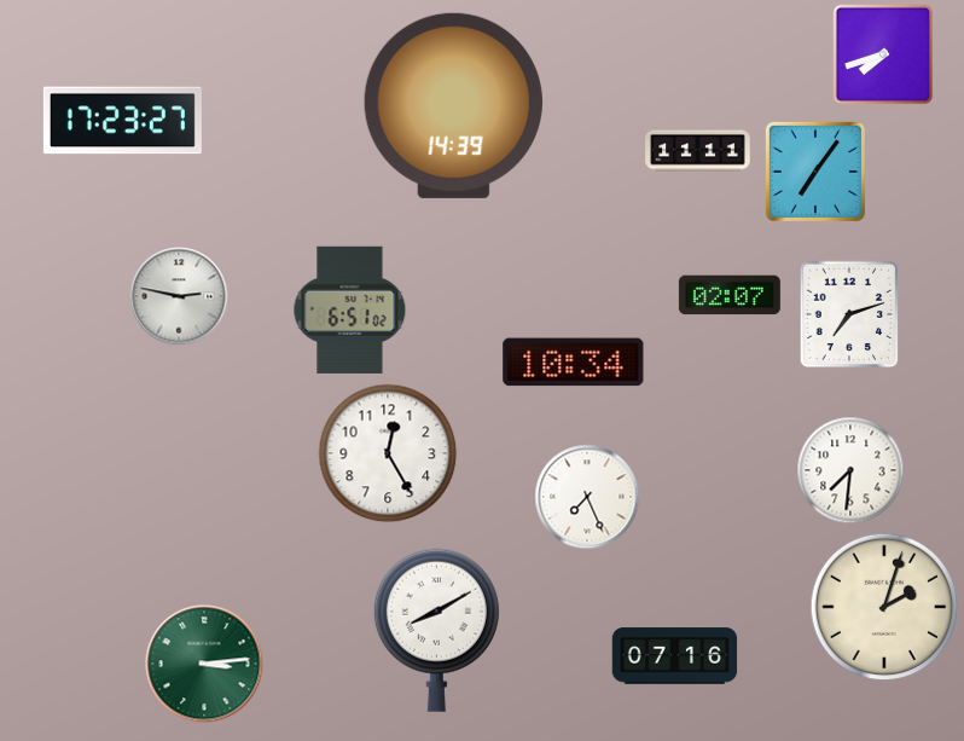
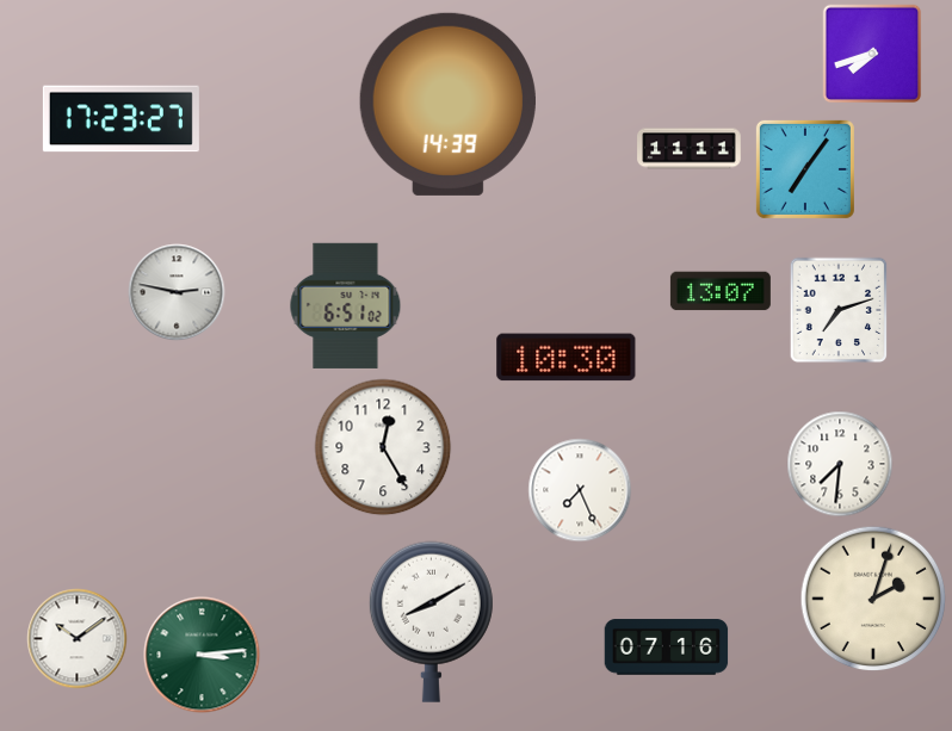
clock at (730, 295): 02:07 -> 13:07
clock at (574, 363): 10:34 -> 10:30
clock at (78, 639): none -> 10:09
